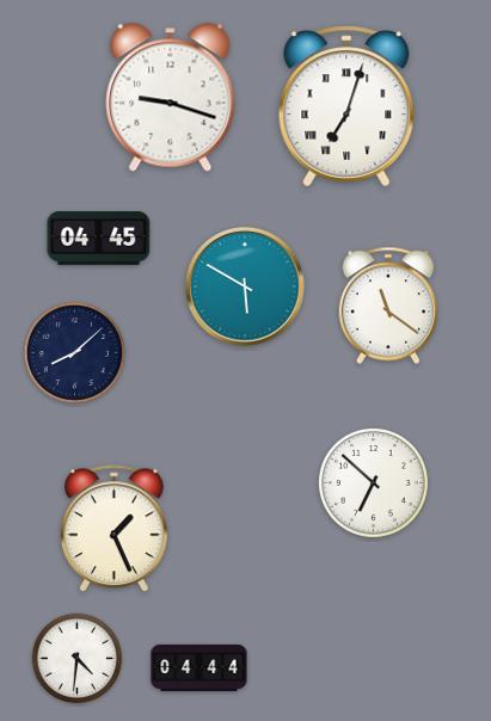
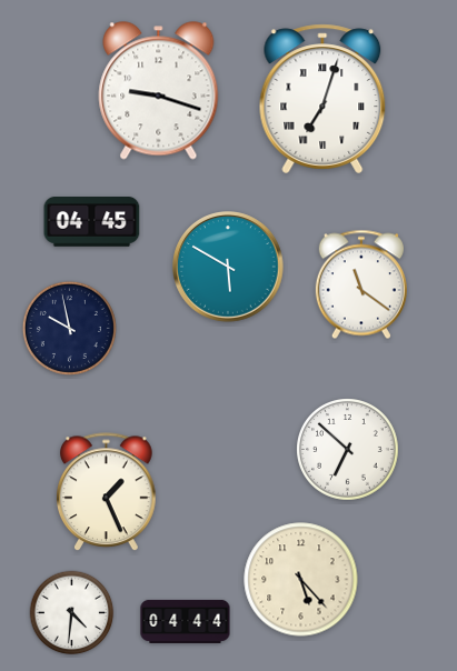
clock at (74, 352): 8:08 -> 9:58
clock at (301, 580): none -> 5:23
